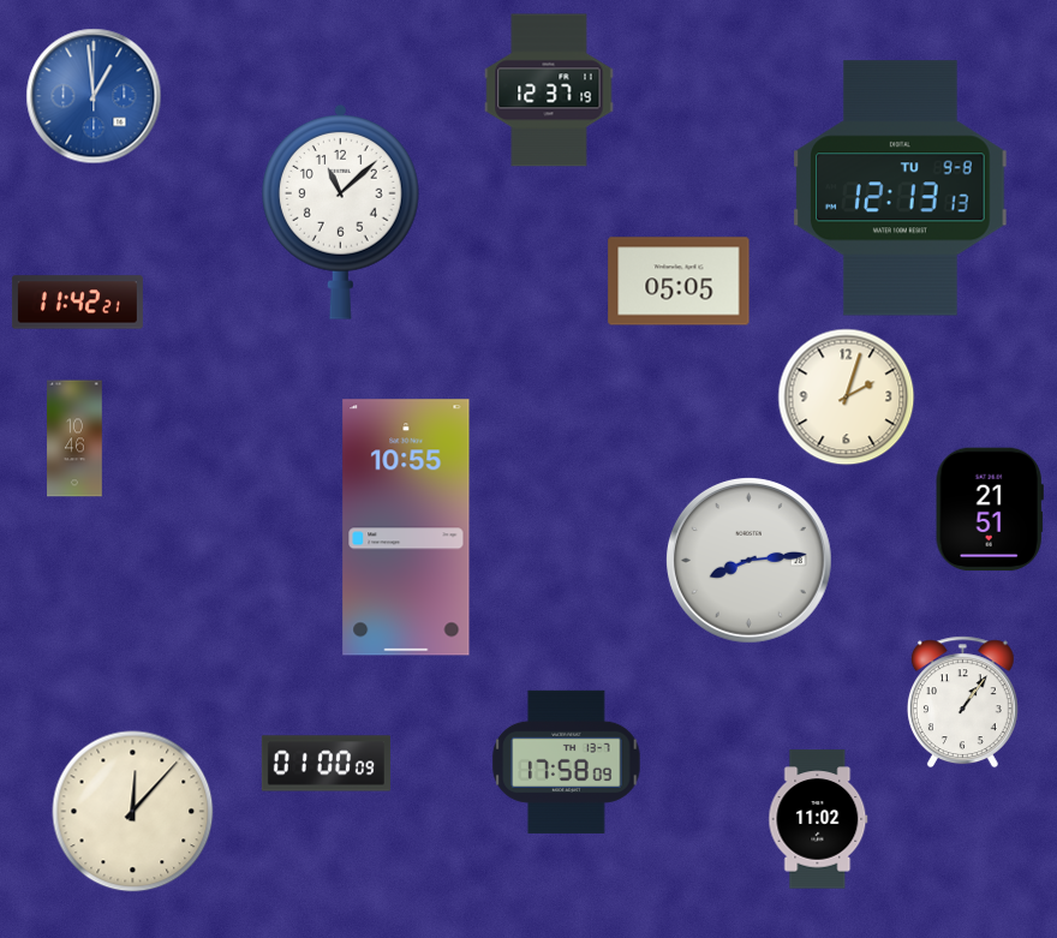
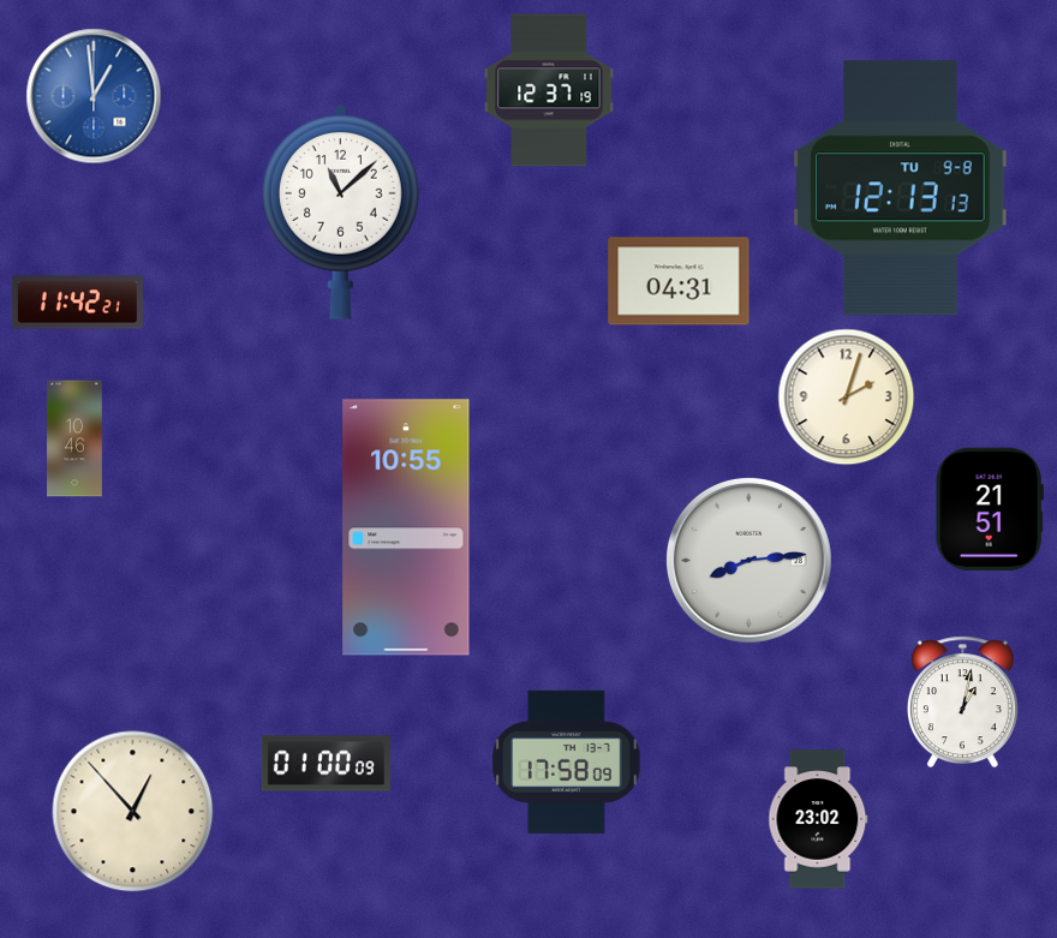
clock at (679, 281): 05:05 -> 04:31
clock at (962, 703): 1:06 -> 1:02
clock at (133, 812): 12:07 -> 12:53
clock at (818, 819): 11:02 -> 23:02
